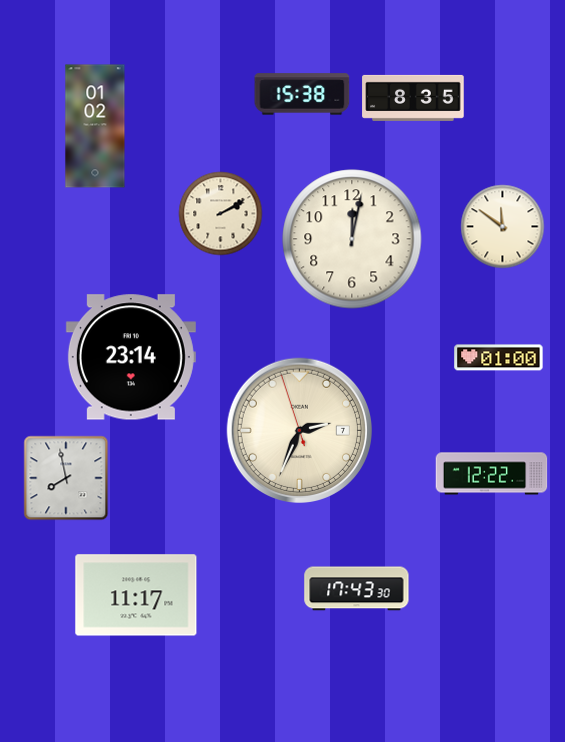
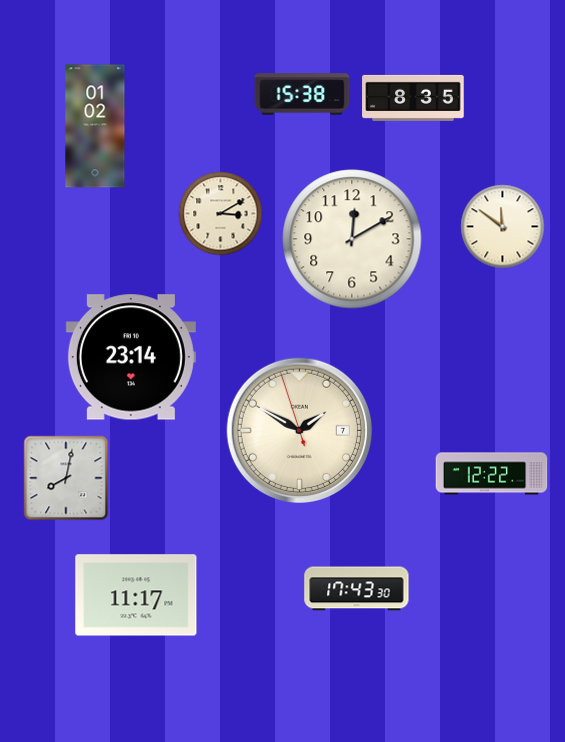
clock at (221, 214): 2:10 -> 3:10
clock at (352, 239): 12:02 -> 12:10
clock at (499, 358): 01:00 -> none
clock at (299, 430): 2:33 -> 1:49
clock at (66, 478): 7:58 -> 8:02
